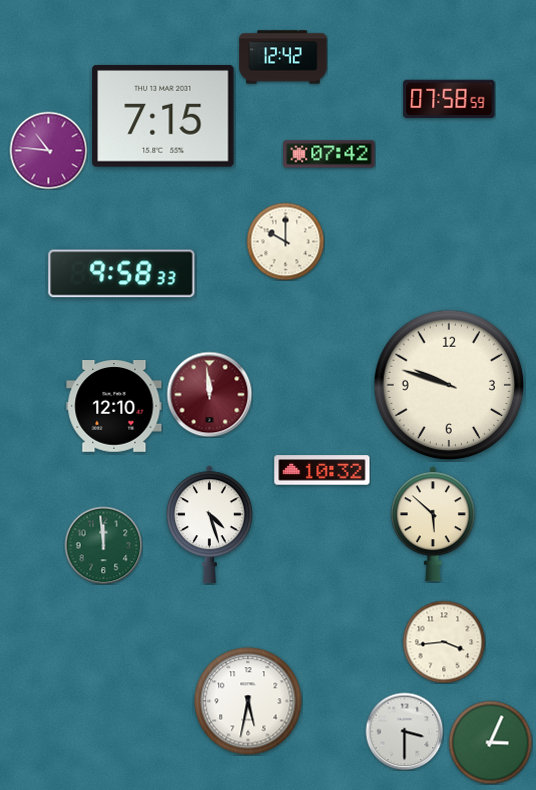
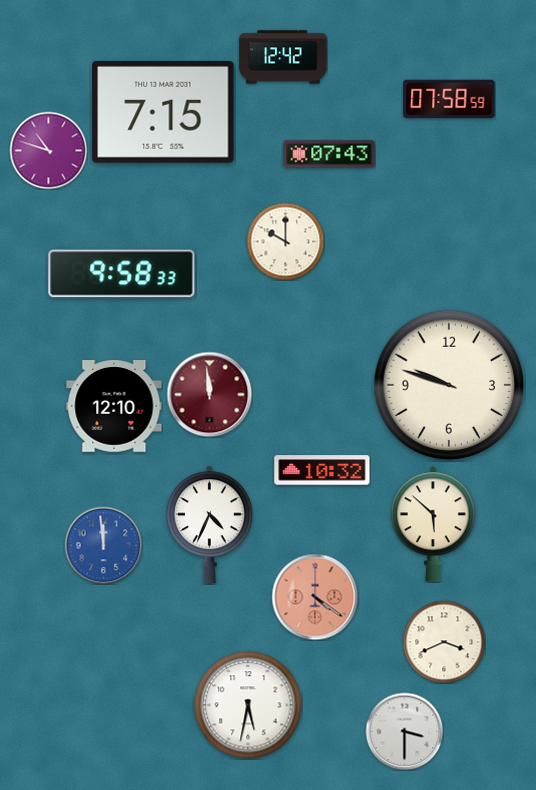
clock at (163, 116) position: (163, 116) -> (163, 112)
clock at (48, 150): 10:46 -> 10:48
clock at (329, 154): 07:42 -> 07:43
clock at (209, 525): 4:27 -> 4:34
clock at (103, 545) dial: green -> blue
clock at (315, 597): none -> 4:21
clock at (444, 642): 3:44 -> 3:41
clock at (248, 701) position: (248, 701) -> (248, 705)
clock at (490, 742): 3:04 -> none
